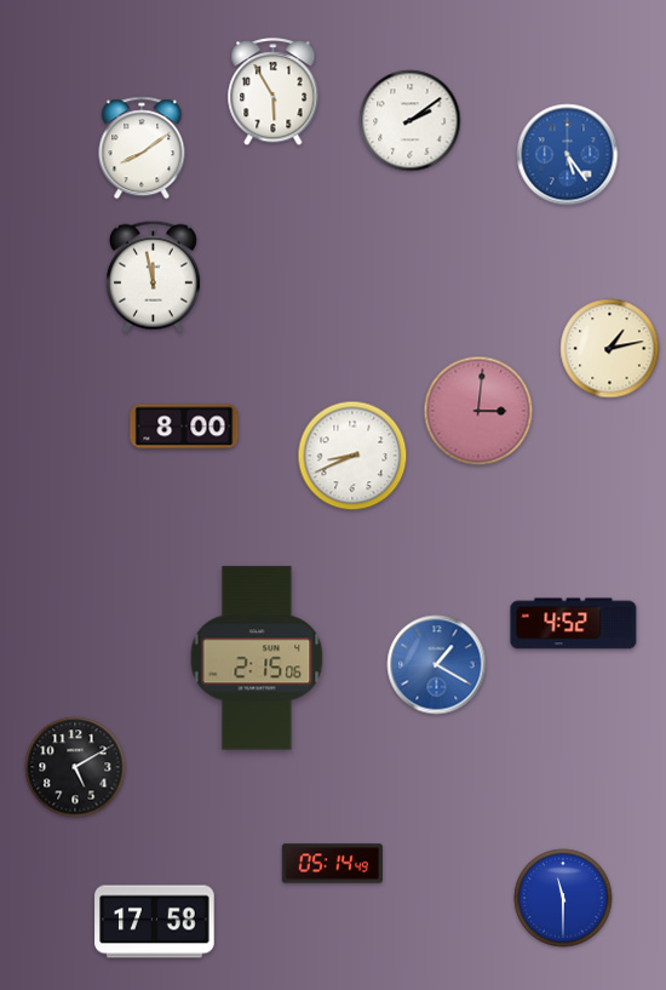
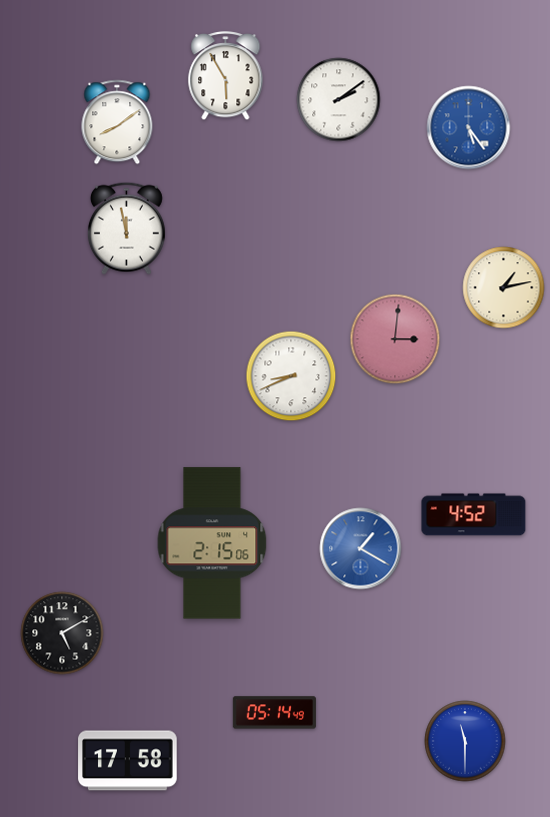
clock at (184, 427): 8:00 -> none
